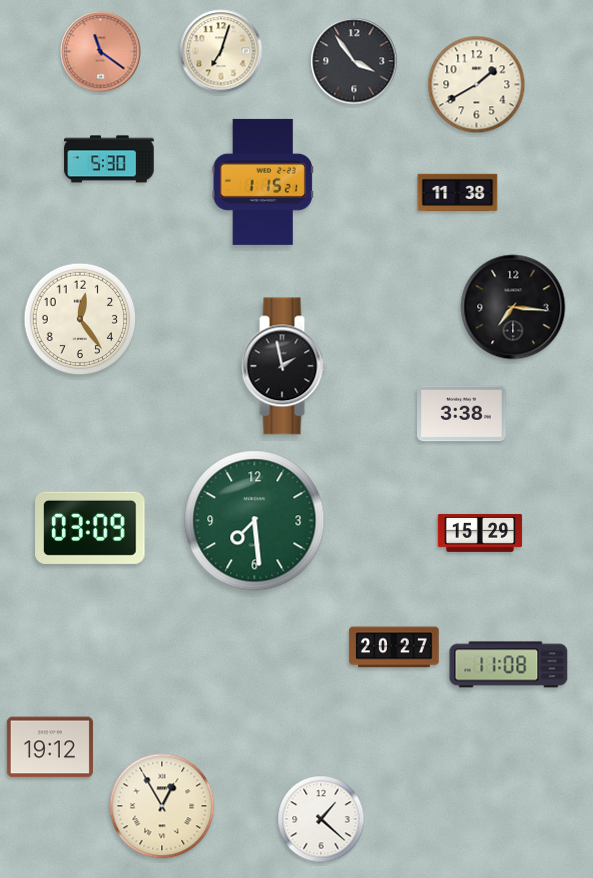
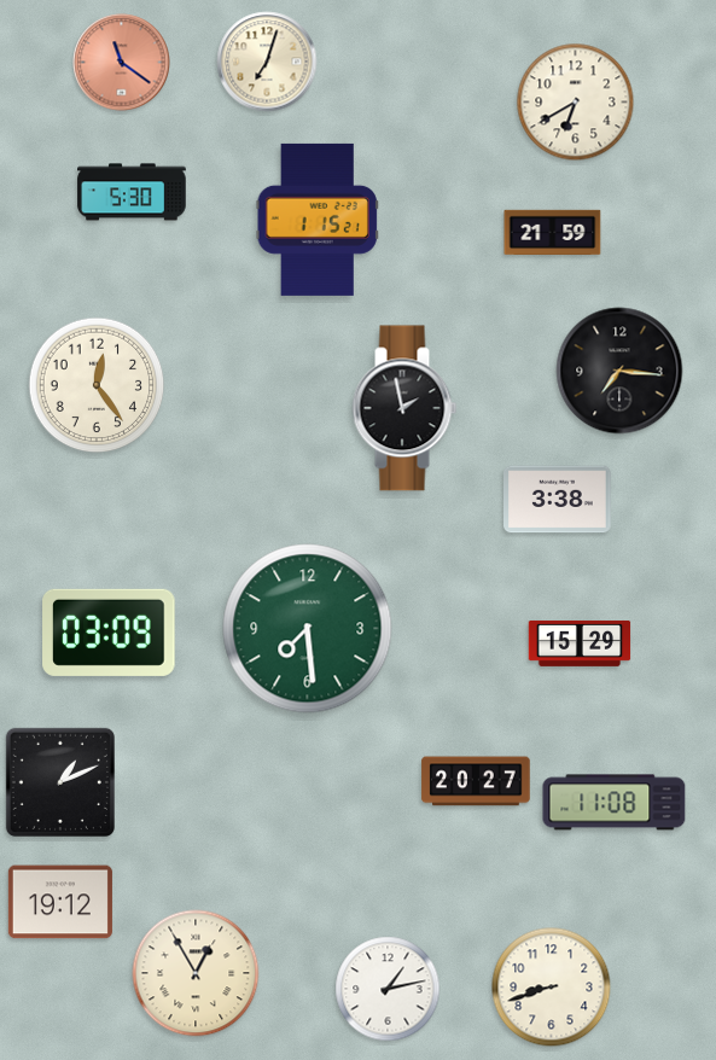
clock at (354, 61): 3:54 -> none
clock at (477, 85): 1:40 -> 6:40
clock at (458, 193): 11:38 -> 21:59
clock at (284, 366) position: (284, 366) -> (404, 408)
clock at (90, 528) position: (90, 528) -> (109, 633)
clock at (60, 782): none -> 1:11
clock at (552, 988): none -> 8:42
clock at (321, 819): 1:22 -> 1:13
